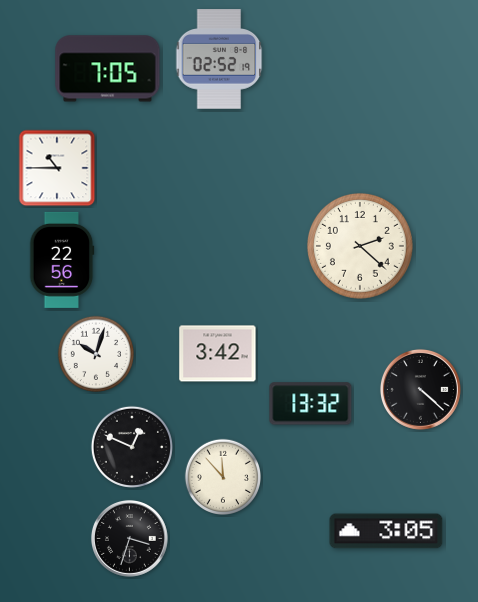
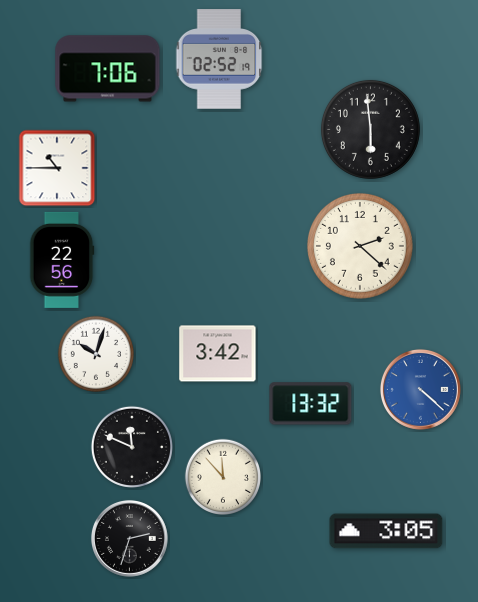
clock at (108, 69): 7:05 -> 7:06
clock at (370, 129): none -> 5:59
clock at (420, 389) dial: black -> blue
clock at (132, 447): 12:49 -> 11:49
clock at (129, 538): 3:33 -> 2:33
